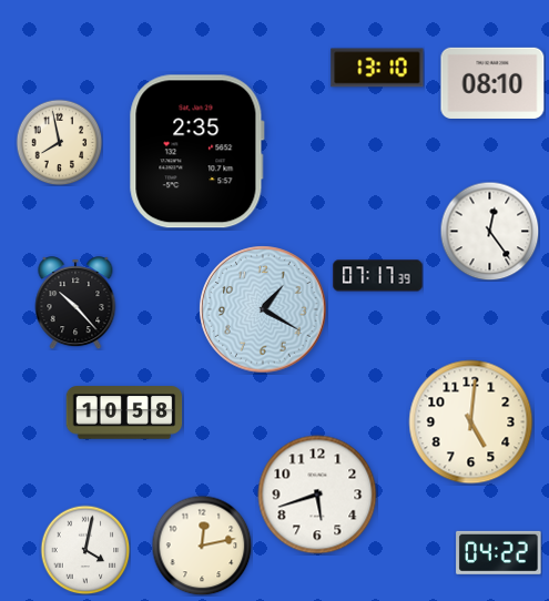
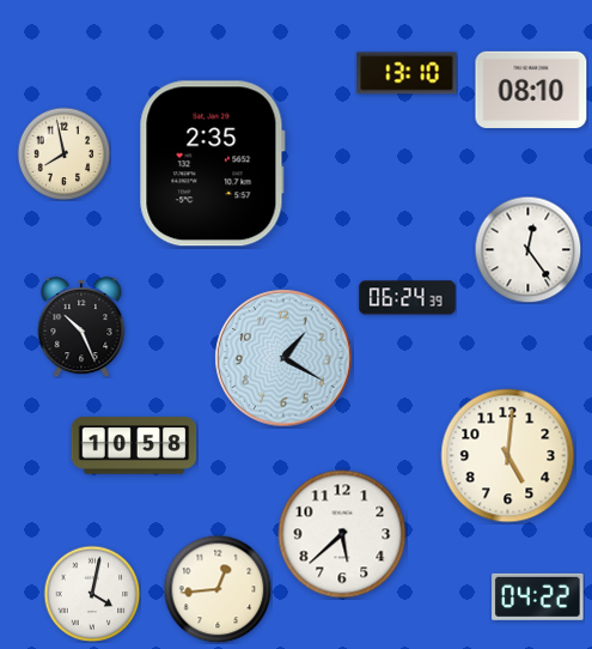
clock at (378, 276): 07:17 -> 06:24
clock at (75, 303): 10:23 -> 10:26
clock at (263, 309) position: (263, 309) -> (283, 358)
clock at (317, 495): 5:42 -> 5:38
clock at (202, 546): 12:13 -> 12:44
